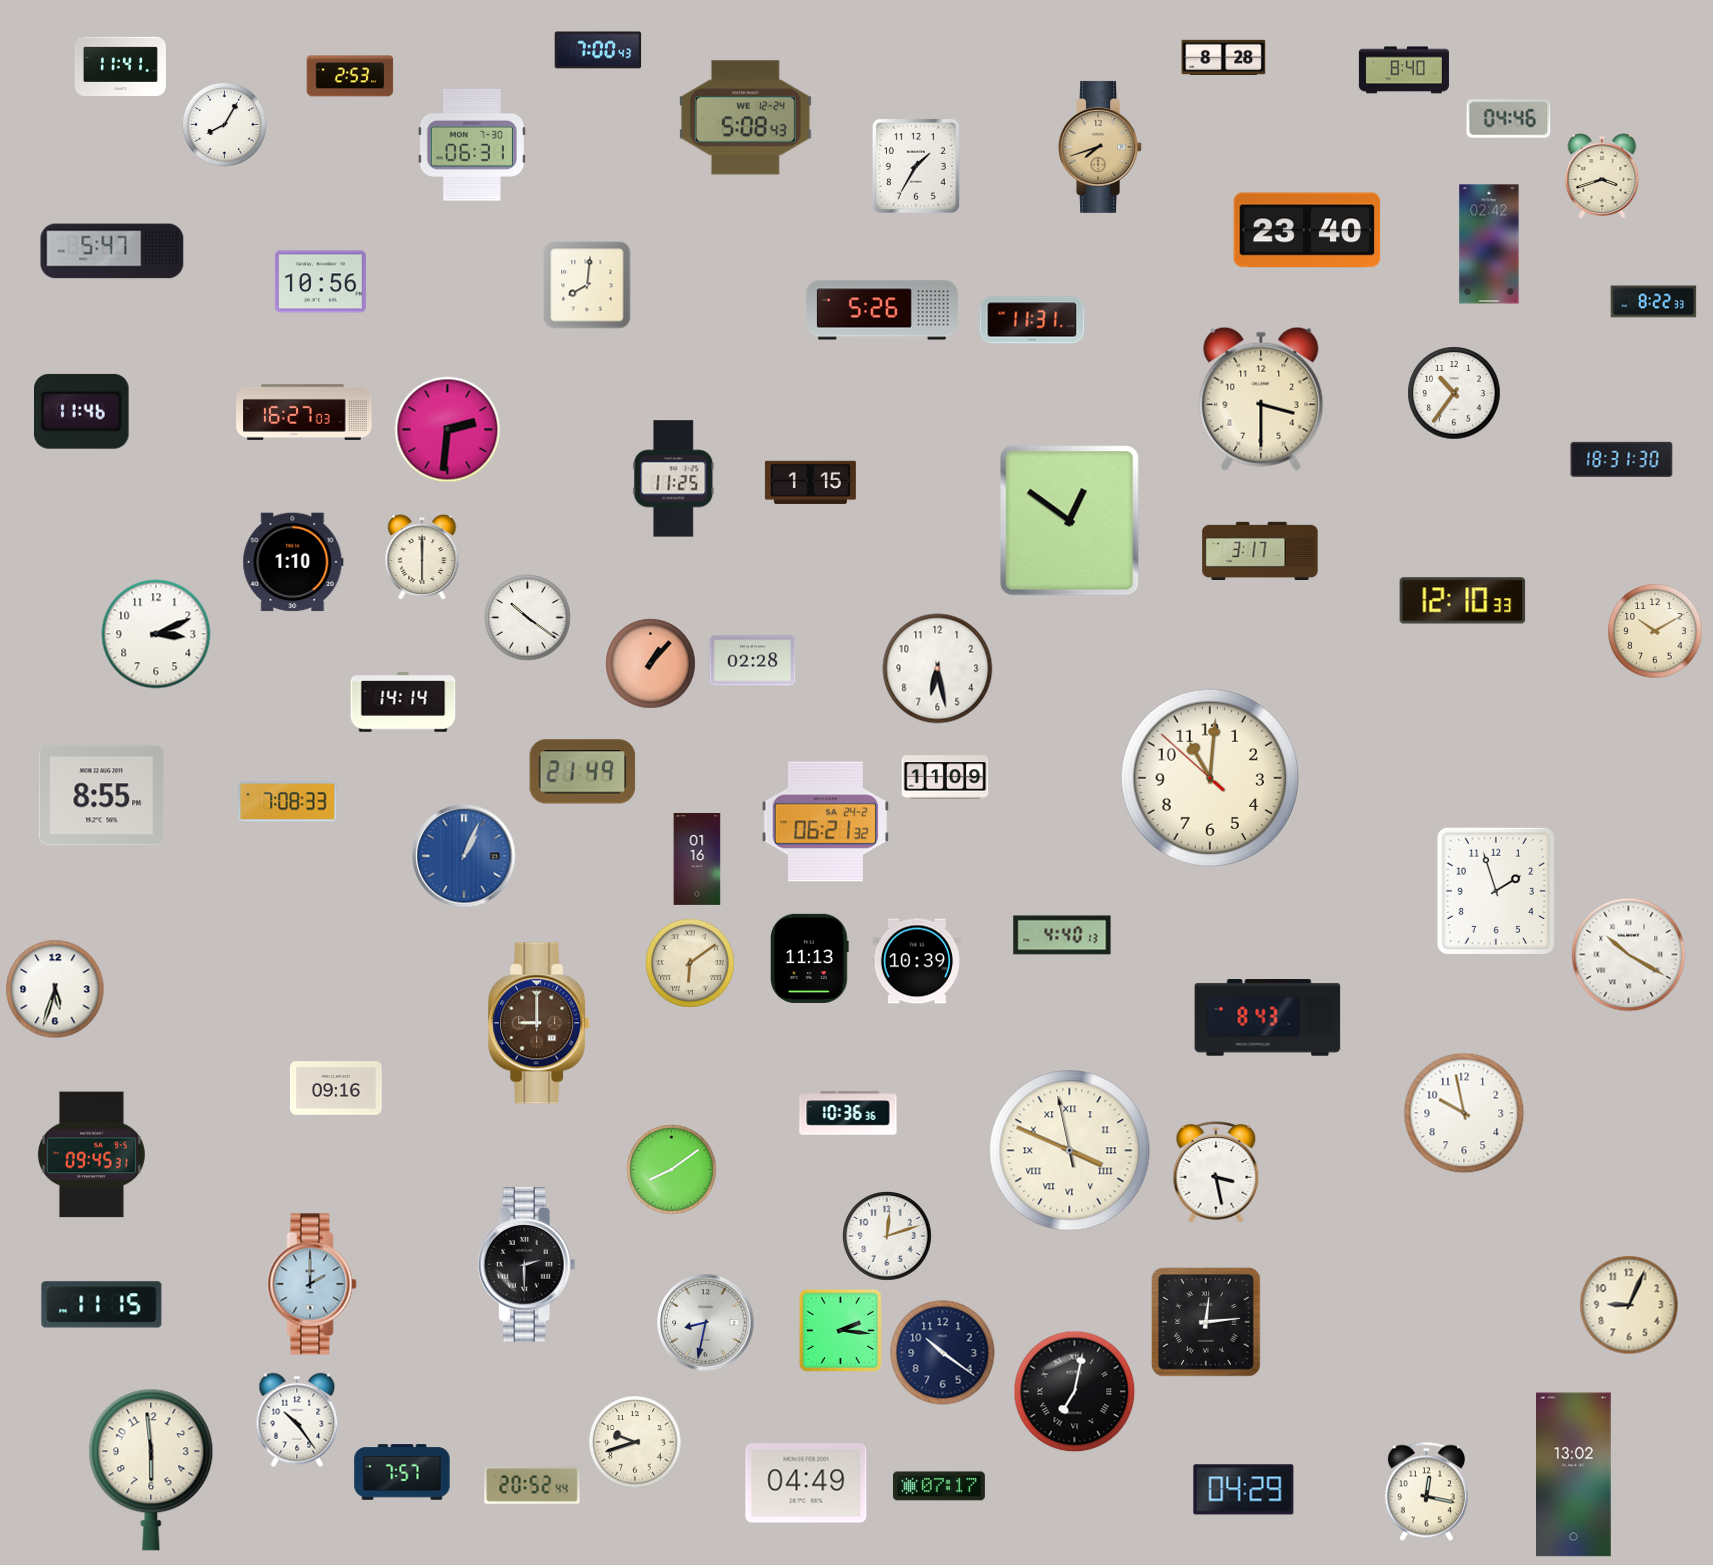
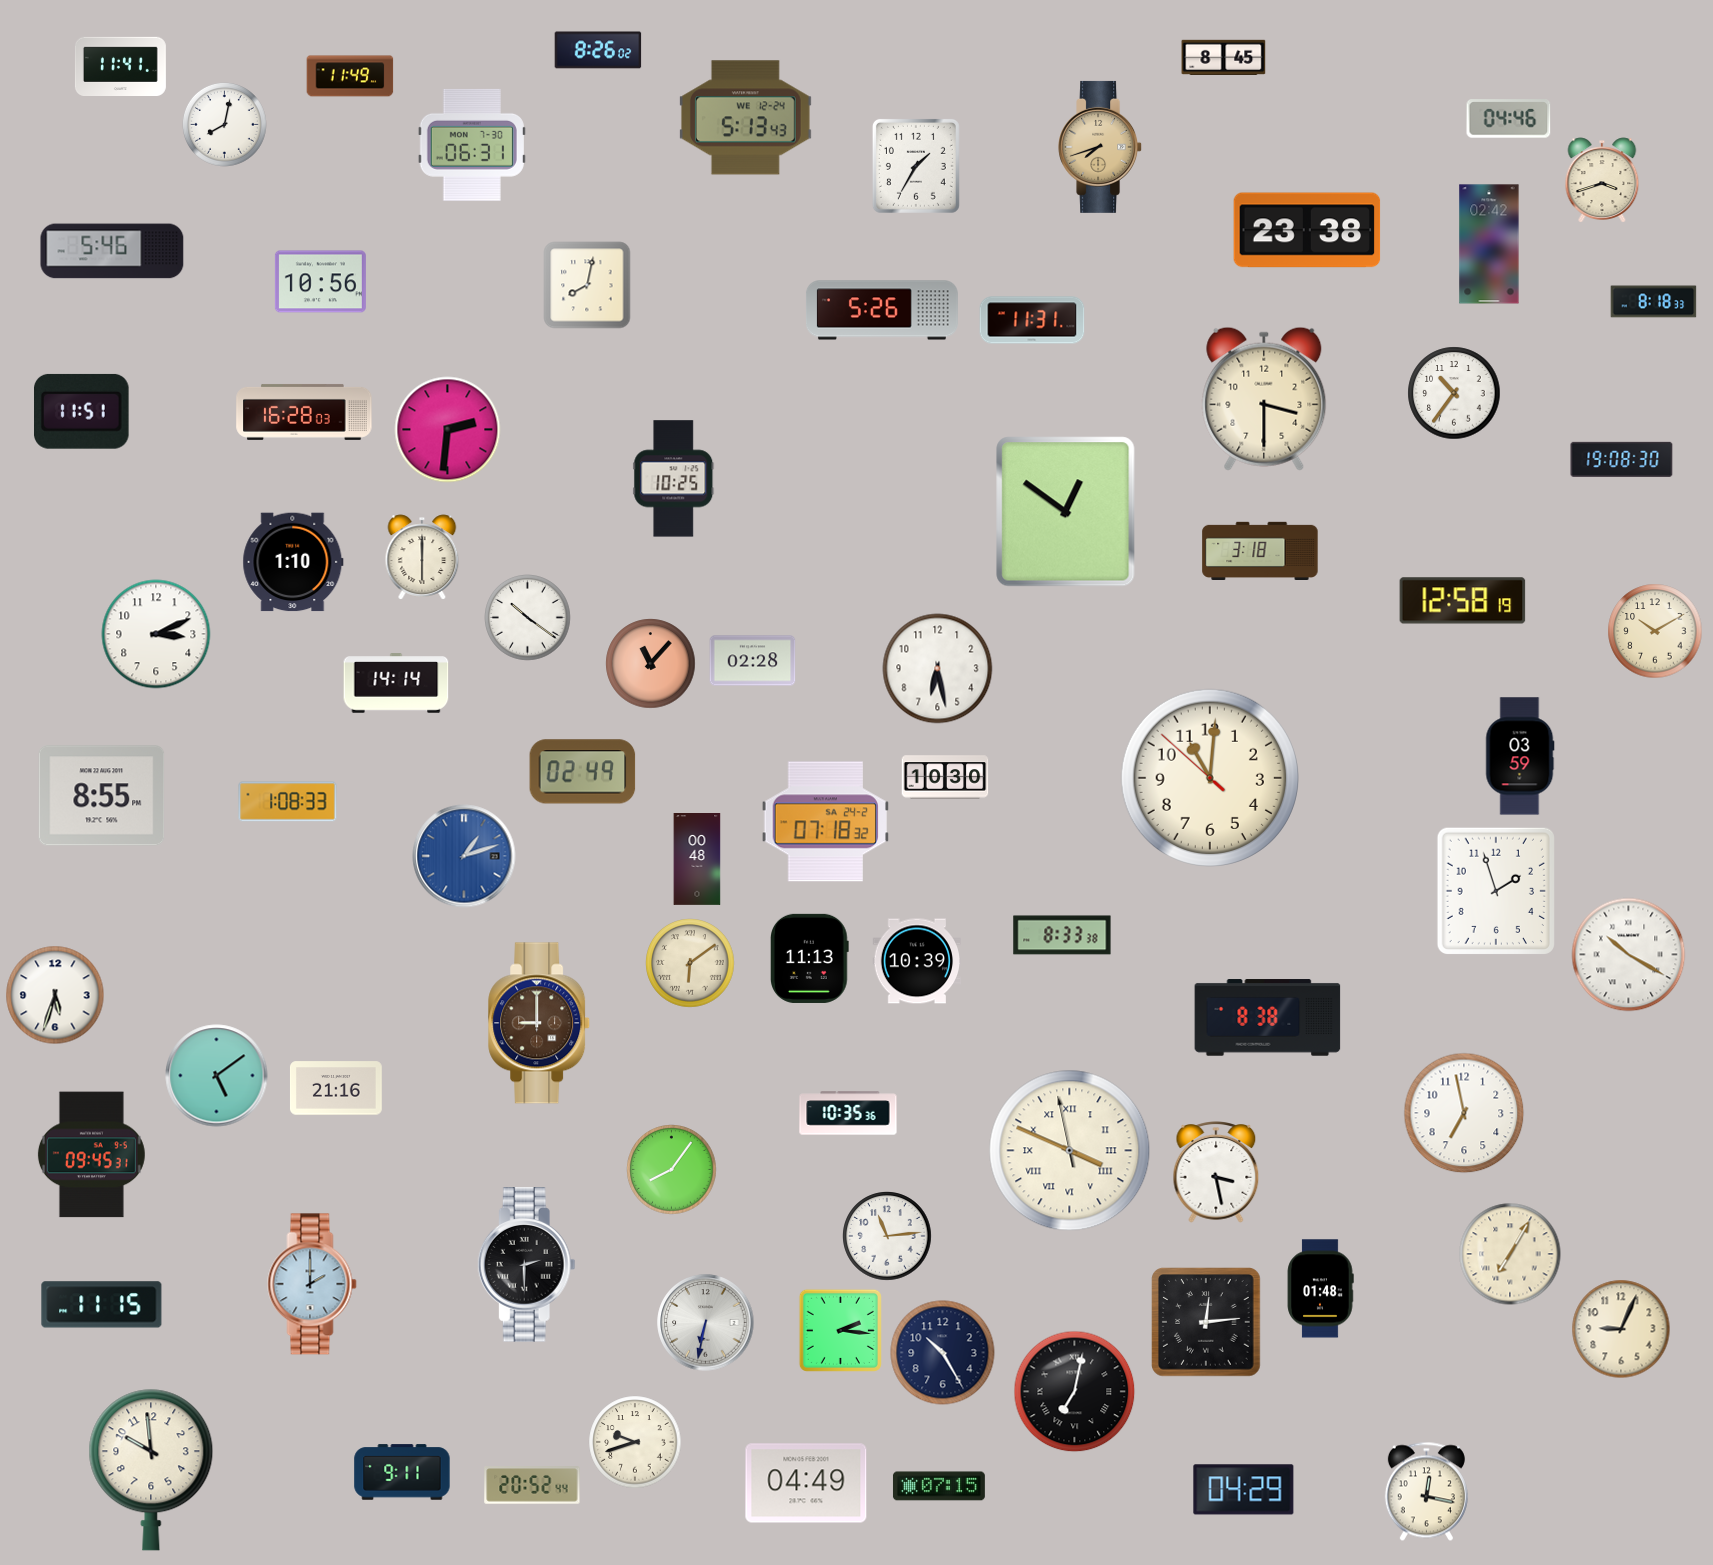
clock at (598, 50): 7:00 -> 8:26
clock at (1224, 57): 8:28 -> 8:45
clock at (1404, 70): 8:40 -> none
clock at (350, 76): 2:53 -> 11:49
clock at (745, 118): 5:08 -> 5:13
clock at (224, 124): 8:05 -> 8:02
clock at (1602, 176) position: (1602, 176) -> (1602, 180)
clock at (1307, 230): 23:40 -> 23:38
clock at (112, 251): 5:47 -> 5:46
clock at (587, 285): 8:01 -> 8:02
clock at (1654, 302): 8:22 -> 8:18
clock at (1261, 399) position: (1261, 399) -> (1264, 399)
clock at (82, 411): 11:46 -> 11:51
clock at (304, 412): 16:27 -> 16:28
clock at (1622, 459): 18:31 -> 19:08
clock at (674, 479): 11:25 -> 10:25
clock at (810, 482): 1:15 -> none
clock at (1070, 521) position: (1070, 521) -> (1066, 512)
clock at (1260, 550): 3:17 -> 3:18
clock at (1463, 601): 12:10 -> 12:58
clock at (651, 664): 1:07 -> 11:07
clock at (403, 702) position: (403, 702) -> (396, 683)
clock at (1520, 756): none -> 03:59
clock at (583, 772): 21:49 -> 02:49
clock at (945, 777): 11:09 -> 10:30
clock at (288, 802): 7:08 -> 1:08
clock at (825, 822): 06:21 -> 07:18
clock at (464, 856): 1:04 -> 1:12
clock at (697, 860): 01:16 -> 00:48
clock at (1062, 935): 4:40 -> 8:33
clock at (55, 989) position: (55, 989) -> (55, 995)
clock at (1268, 1018): 8:43 -> 8:38
clock at (217, 1076): none -> 5:09
clock at (336, 1088): 09:16 -> 21:16
clock at (848, 1113): 10:36 -> 10:35
clock at (1464, 1113): 9:58 -> 6:58
clock at (672, 1170): 8:09 -> 8:06
clock at (887, 1236): 12:12 -> 11:14
clock at (1510, 1254): none -> 7:05
clock at (1320, 1289): none -> 01:48
clock at (1629, 1305) position: (1629, 1305) -> (1621, 1329)
clock at (706, 1323): 8:32 -> 6:32
clock at (943, 1353): 10:21 -> 10:25
clock at (297, 1420): 10:24 -> none
clock at (151, 1470): 5:59 -> 9:59
clock at (402, 1472): 7:57 -> 9:11
clock at (1574, 1475): 13:02 -> none
clock at (939, 1486): 07:17 -> 07:15
